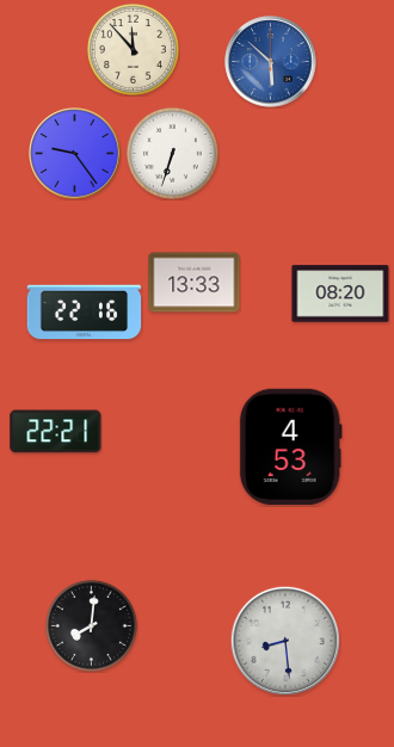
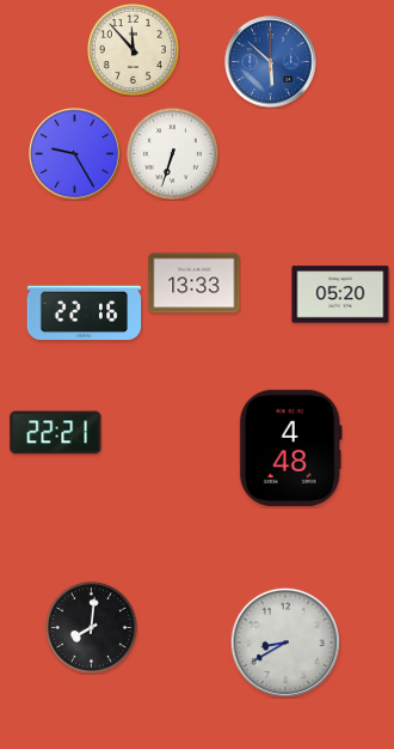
clock at (75, 154): 9:24 -> 9:25
clock at (340, 294): 08:20 -> 05:20
clock at (290, 446): 4:53 -> 4:48
clock at (284, 640): 8:29 -> 8:40
